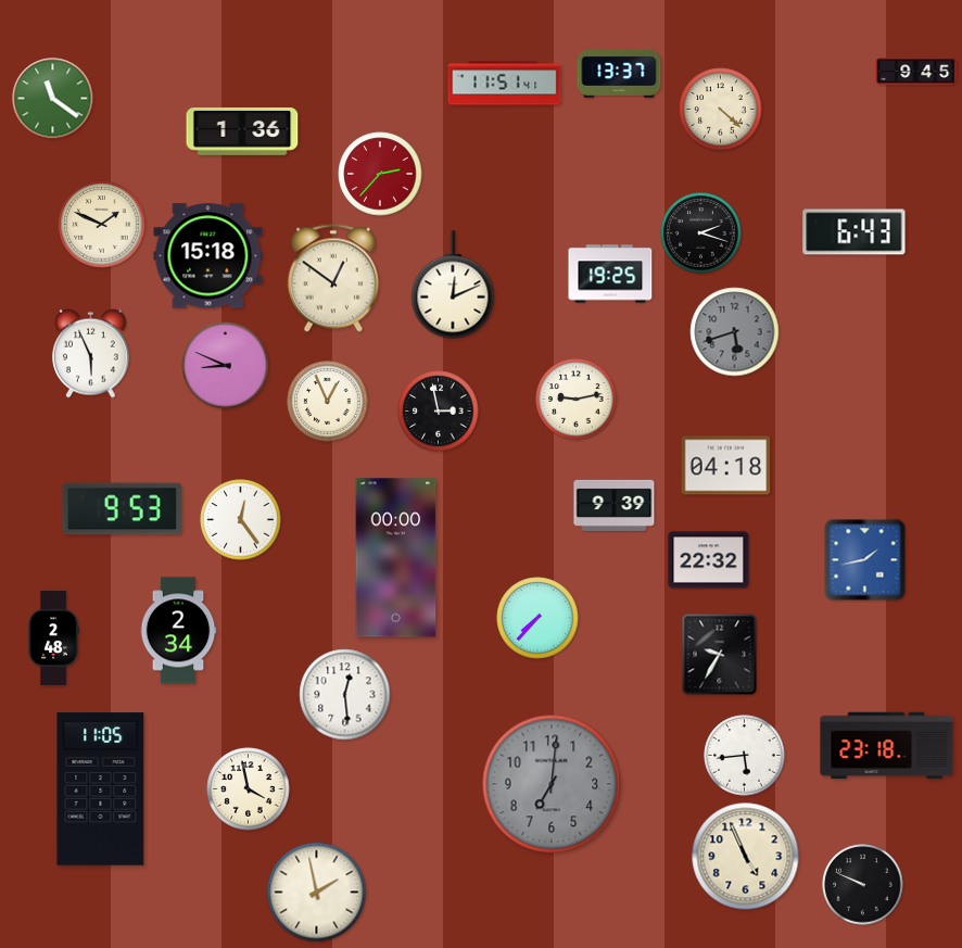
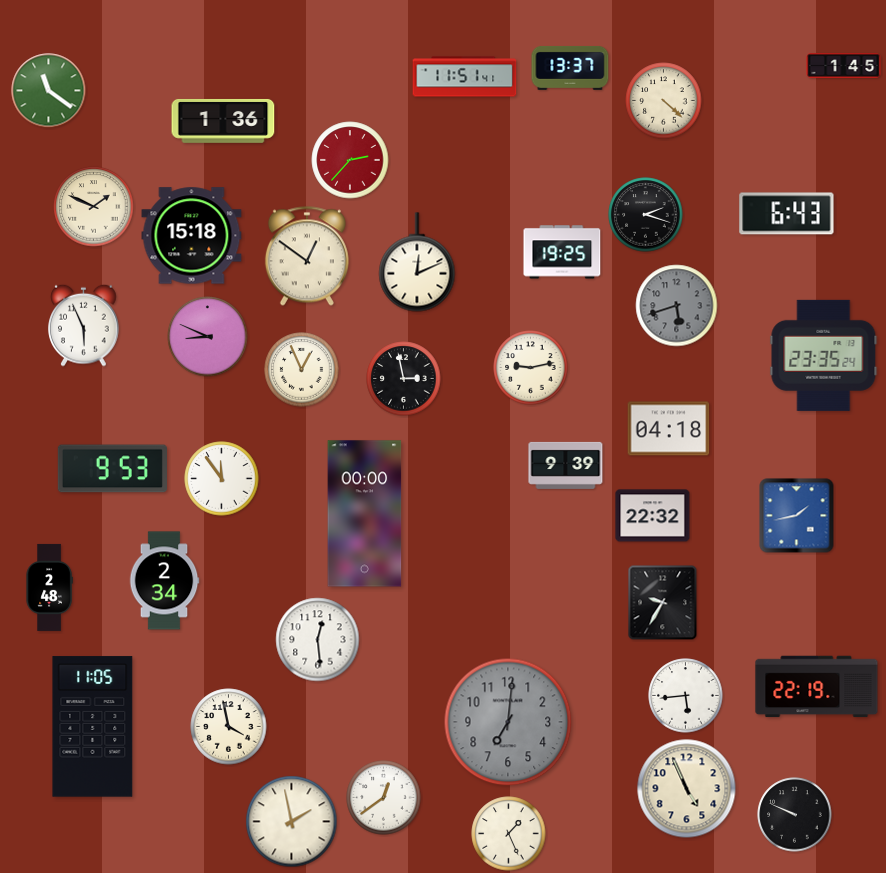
clock at (916, 72): 9:45 -> 1:45
clock at (824, 355): none -> 23:35
clock at (241, 520): 12:24 -> 11:54
clock at (537, 618): 7:37 -> none
clock at (887, 746): 23:18 -> 22:19
clock at (384, 798): none -> 12:39
clock at (509, 834): none -> 1:26
